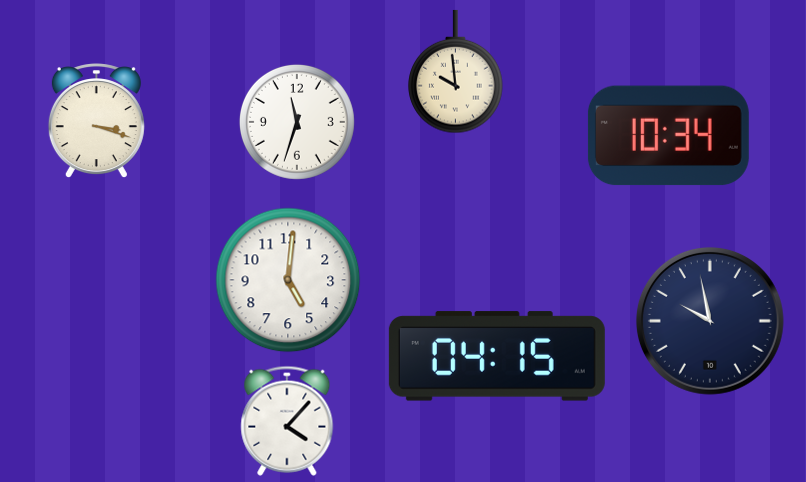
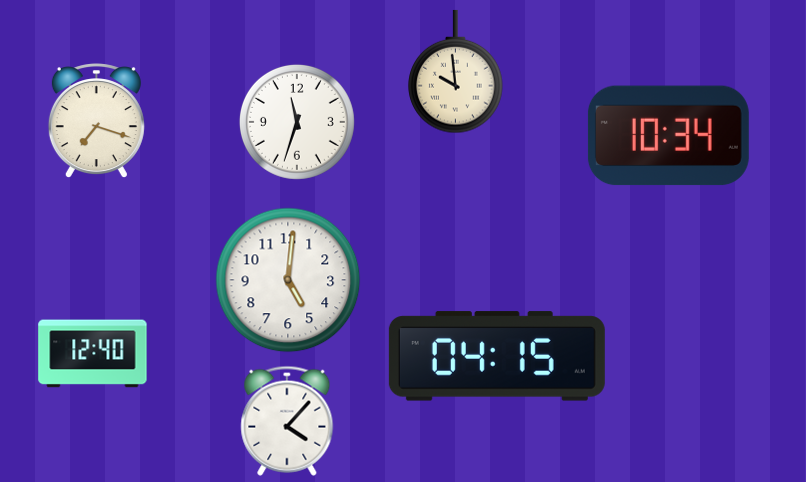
clock at (96, 121): 3:18 -> 7:18
clock at (710, 321): 9:58 -> none
clock at (93, 354): none -> 12:40
